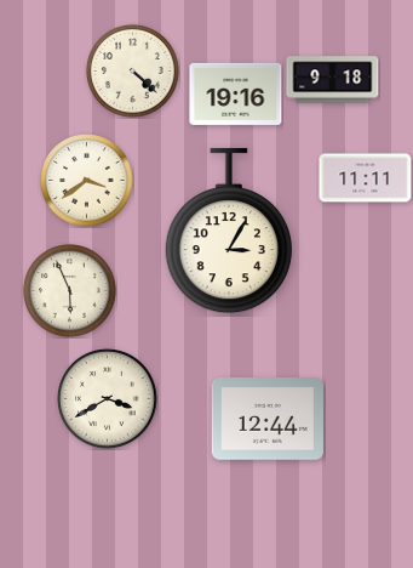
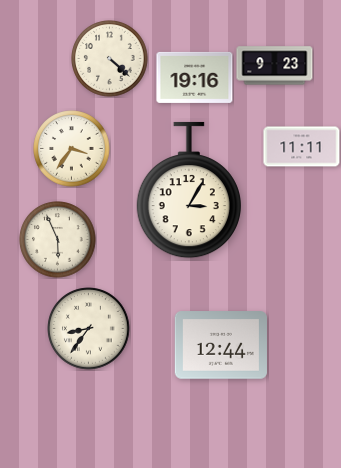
clock at (333, 80): 9:18 -> 9:23
clock at (87, 181): 3:39 -> 3:36
clock at (108, 399): 3:40 -> 8:36
